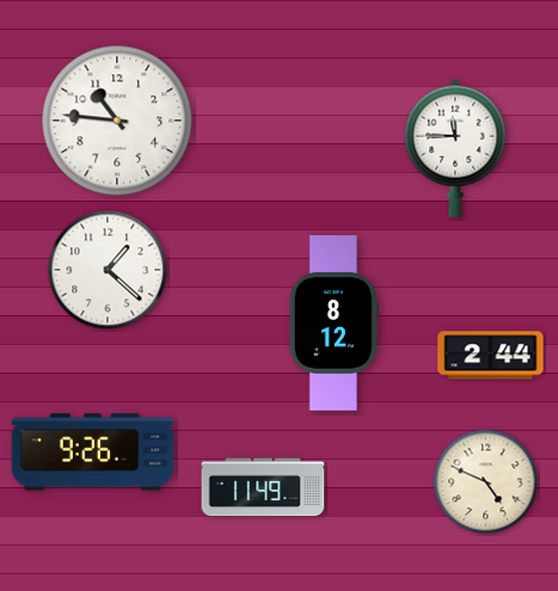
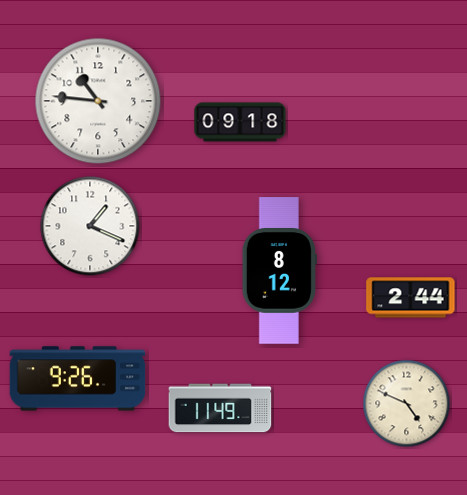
clock at (240, 122): none -> 09:18
clock at (455, 148): 11:45 -> none
clock at (108, 270): 1:22 -> 1:19
